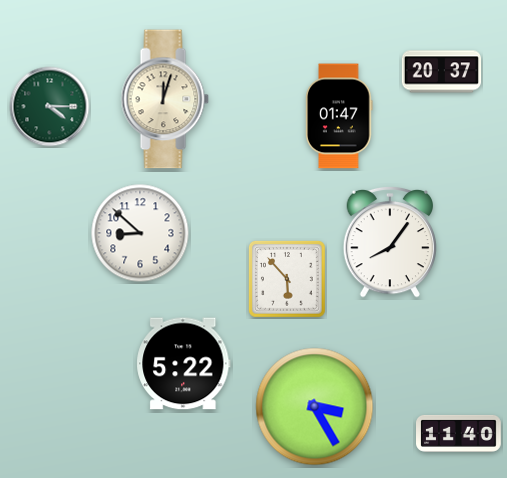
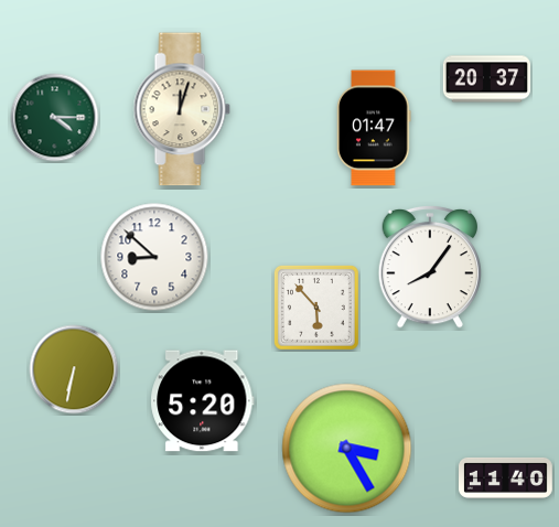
clock at (74, 369): none -> 6:32
clock at (184, 364): 5:22 -> 5:20
